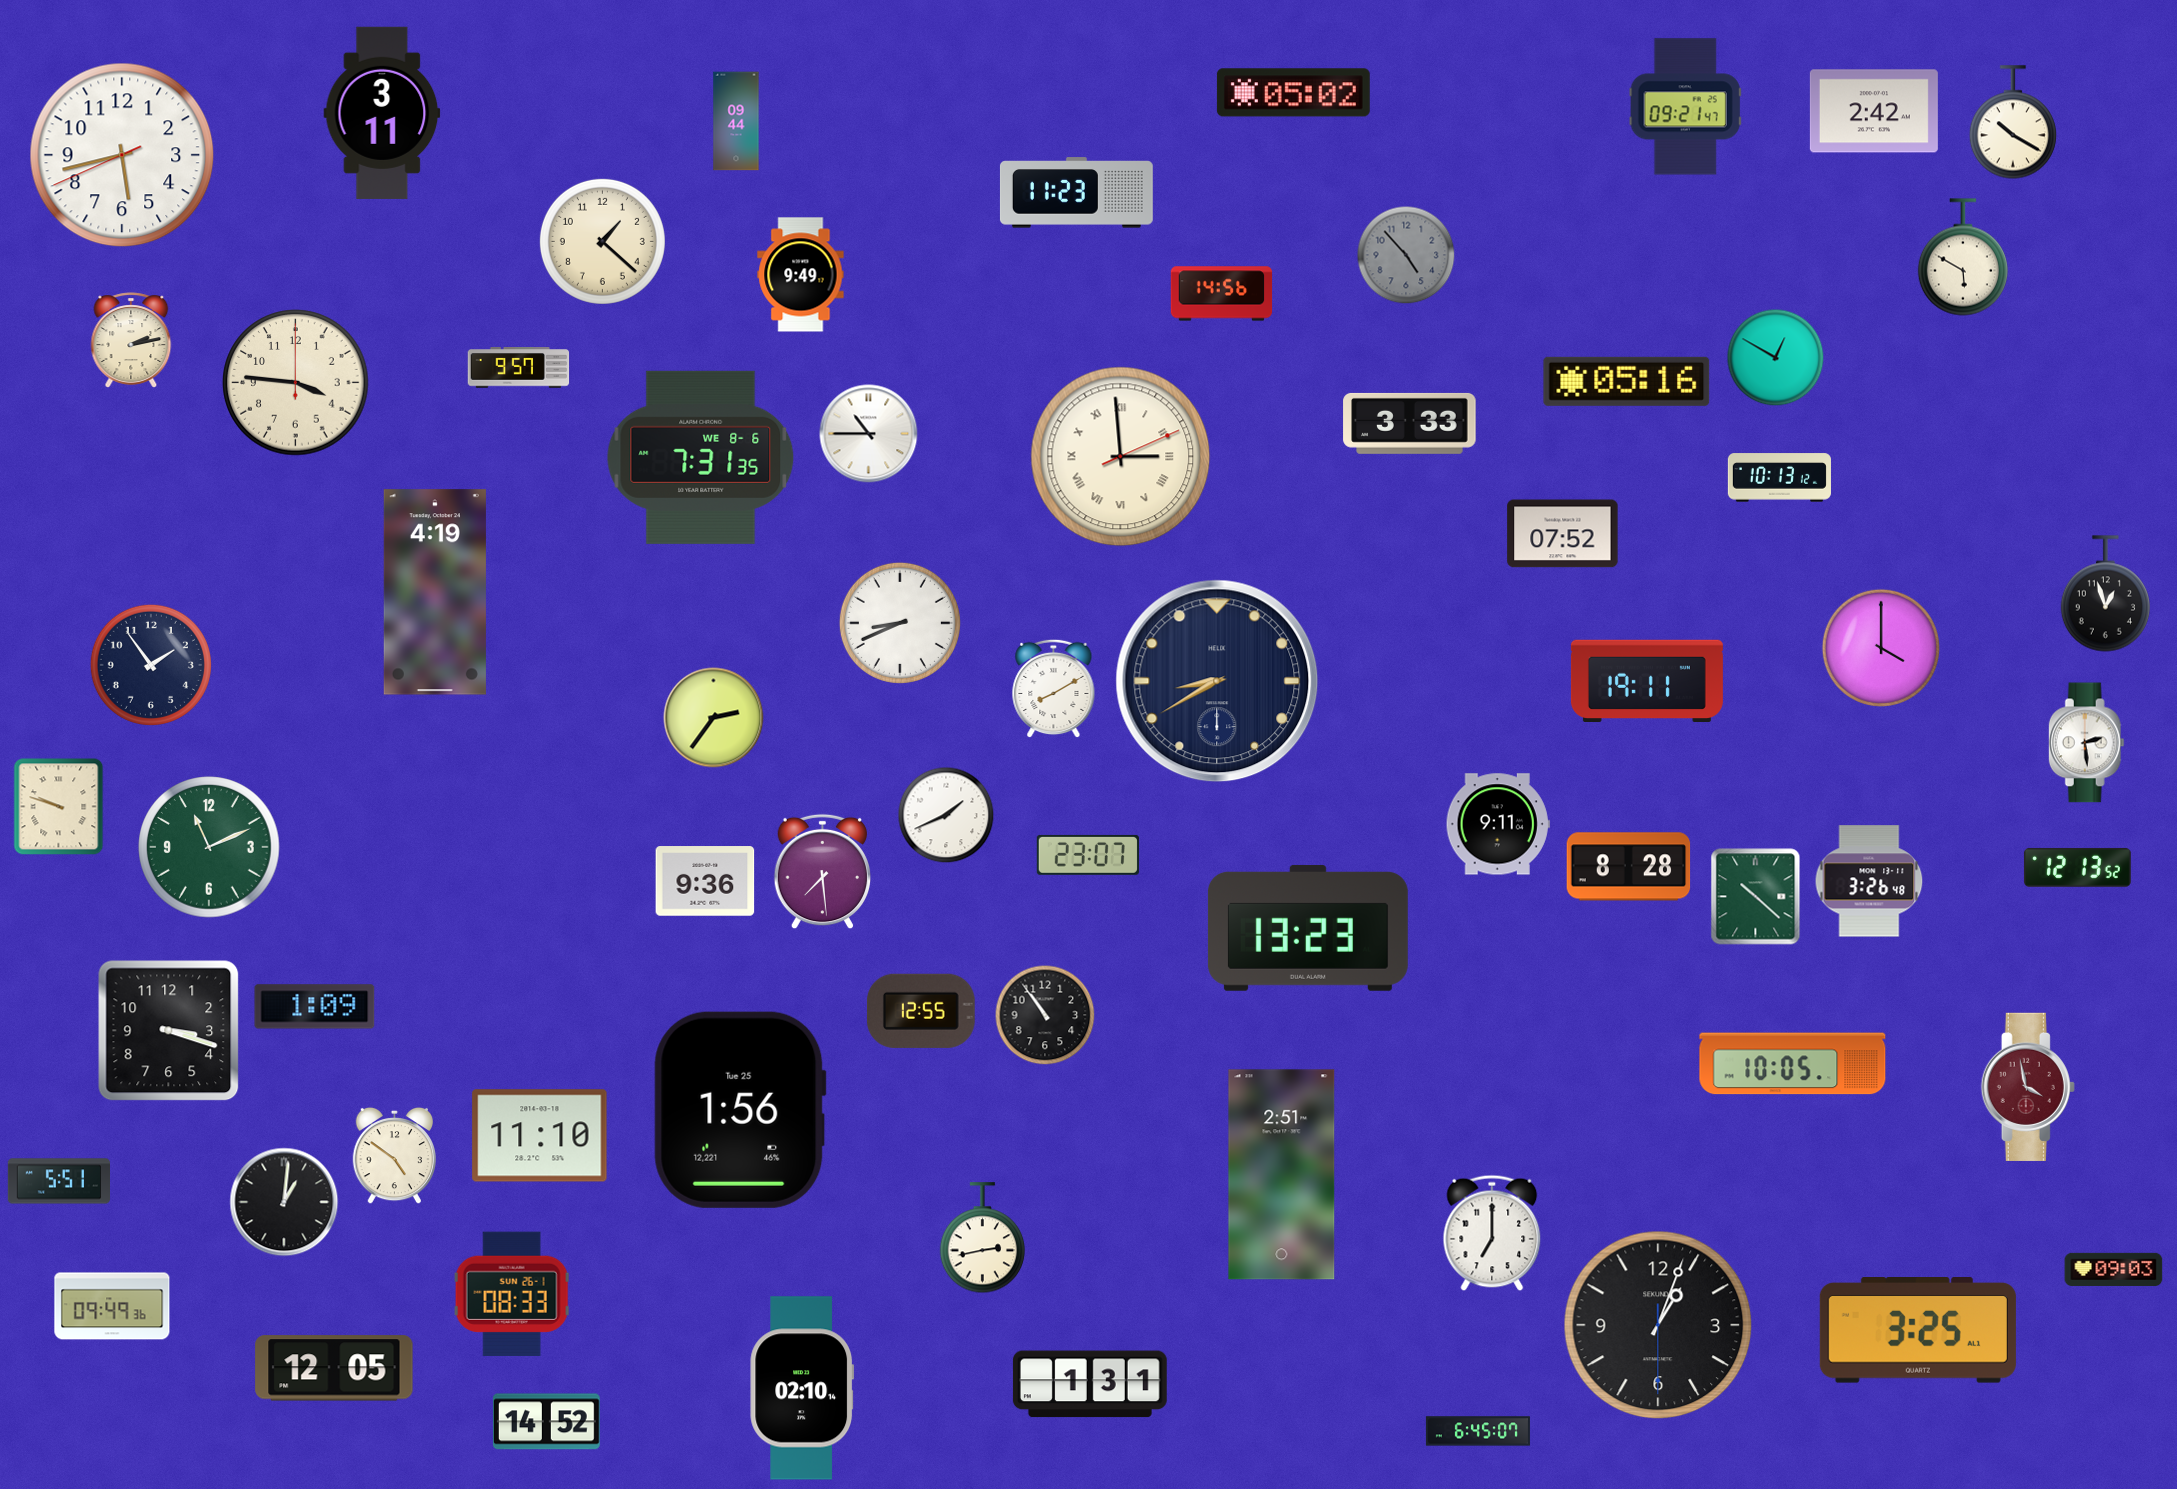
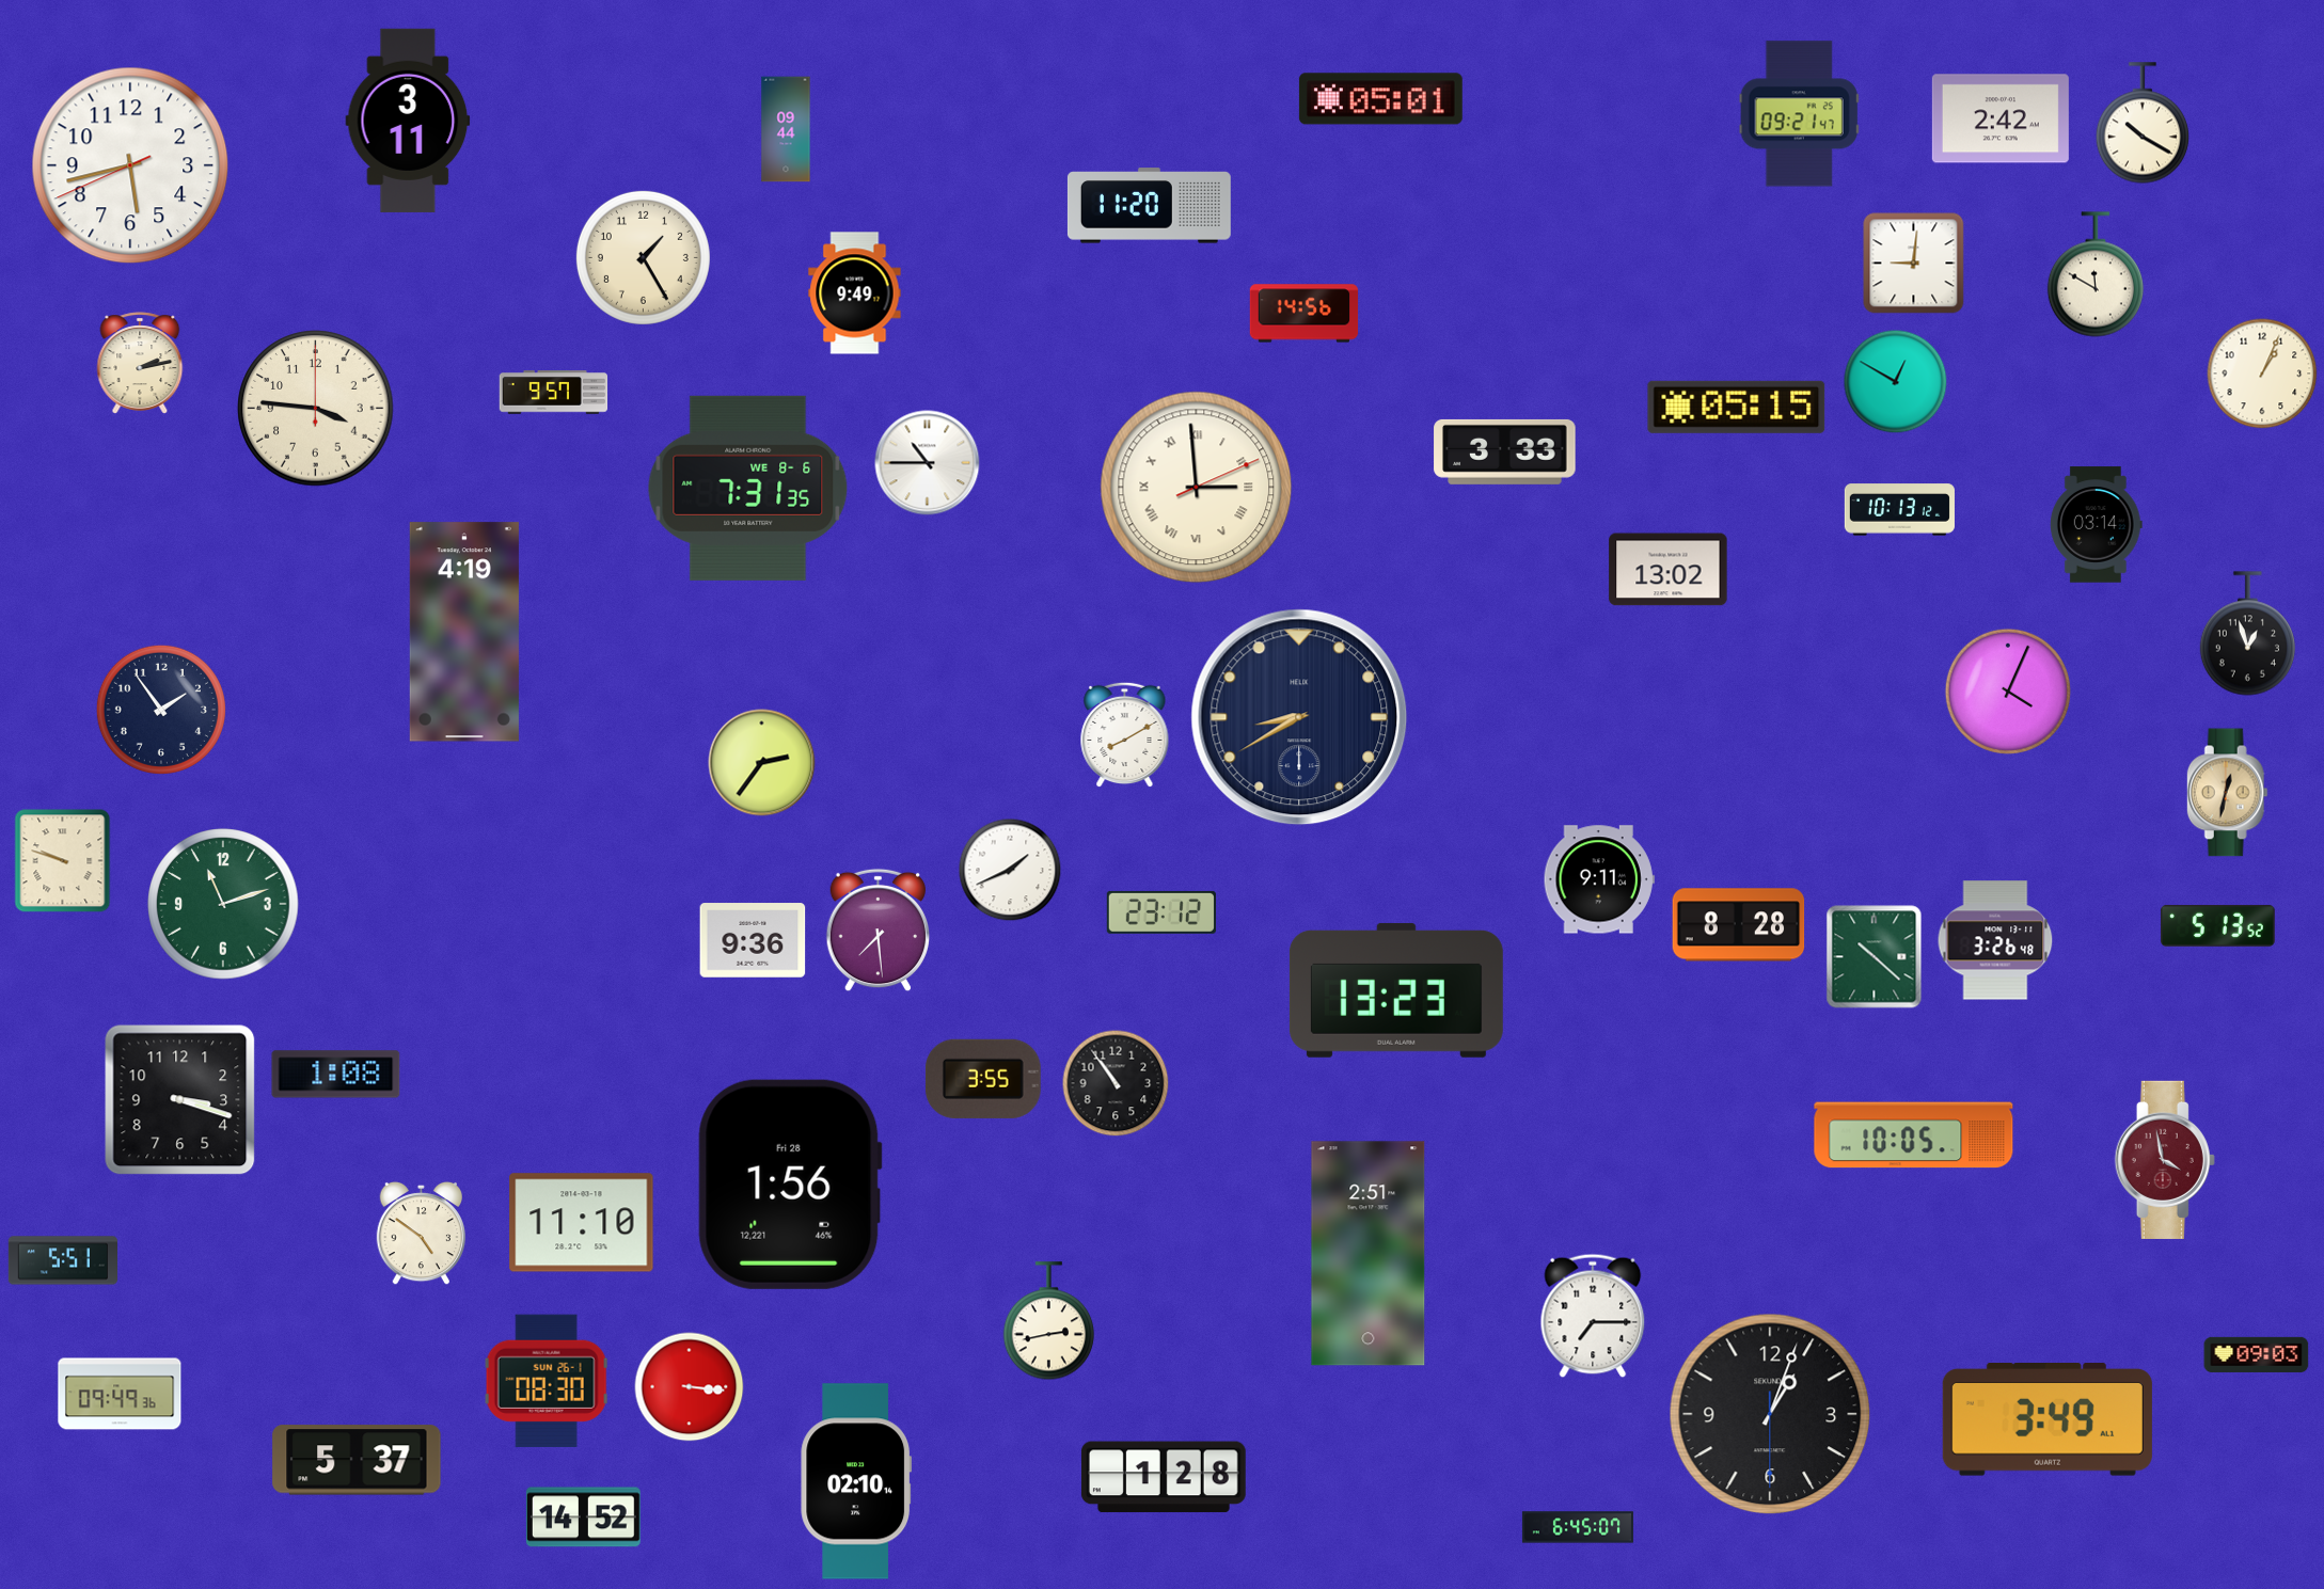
clock at (1293, 93): 05:02 -> 05:01
clock at (2012, 122) position: (2012, 122) -> (2141, 123)
clock at (1076, 193): 11:23 -> 11:20
clock at (602, 241): 1:22 -> 1:25
clock at (1914, 264): none -> 9:01
clock at (1406, 255): 4:53 -> none
clock at (1963, 257): 5:50 -> 11:50
clock at (2262, 374): none -> 1:04
clock at (1627, 381): 05:16 -> 05:15
clock at (2096, 525): none -> 03:14
clock at (1563, 534): 07:52 -> 13:02
clock at (900, 623): 8:41 -> none
clock at (1881, 648): 4:00 -> 4:04
clock at (1647, 680): 19:11 -> none
clock at (1217, 681) position: (1217, 681) -> (1299, 717)
clock at (714, 718) position: (714, 718) -> (762, 763)
clock at (2086, 743): 2:29 -> 12:32
clock at (2086, 743) dial: white -> champagne
clock at (209, 847): 11:11 -> 11:12
clock at (1088, 855): 23:07 -> 23:12
clock at (2077, 867): 12:13 -> 5:13
clock at (315, 1007): 1:09 -> 1:08
clock at (921, 1011): 12:55 -> 3:55
clock at (740, 1110) date: Tue 25 -> Fri 28
clock at (540, 1136) position: (540, 1136) -> (582, 1223)
clock at (284, 1202): 1:01 -> none
clock at (1492, 1233): 7:00 -> 7:15
clock at (512, 1294): 08:33 -> 08:30
clock at (690, 1387): none -> 3:16
clock at (1918, 1331): 3:25 -> 3:49
clock at (334, 1368): 12:05 -> 5:37
clock at (1090, 1384): 1:31 -> 1:28
